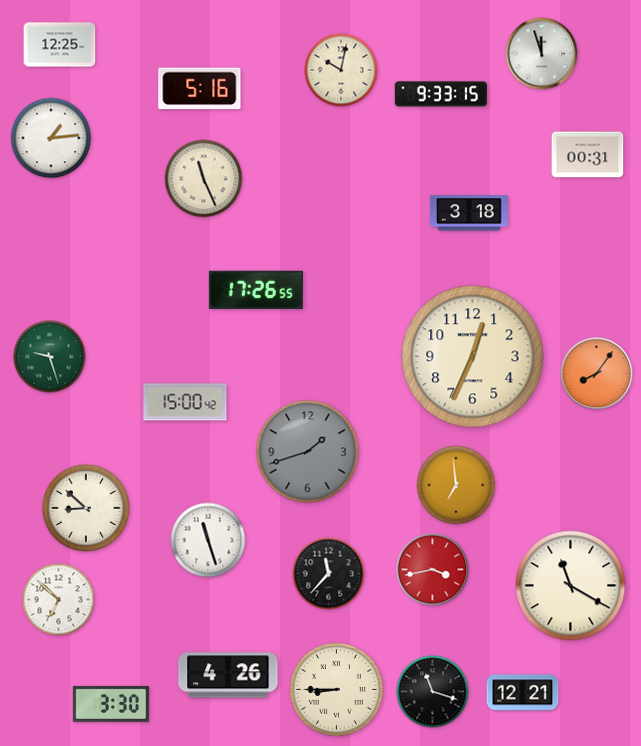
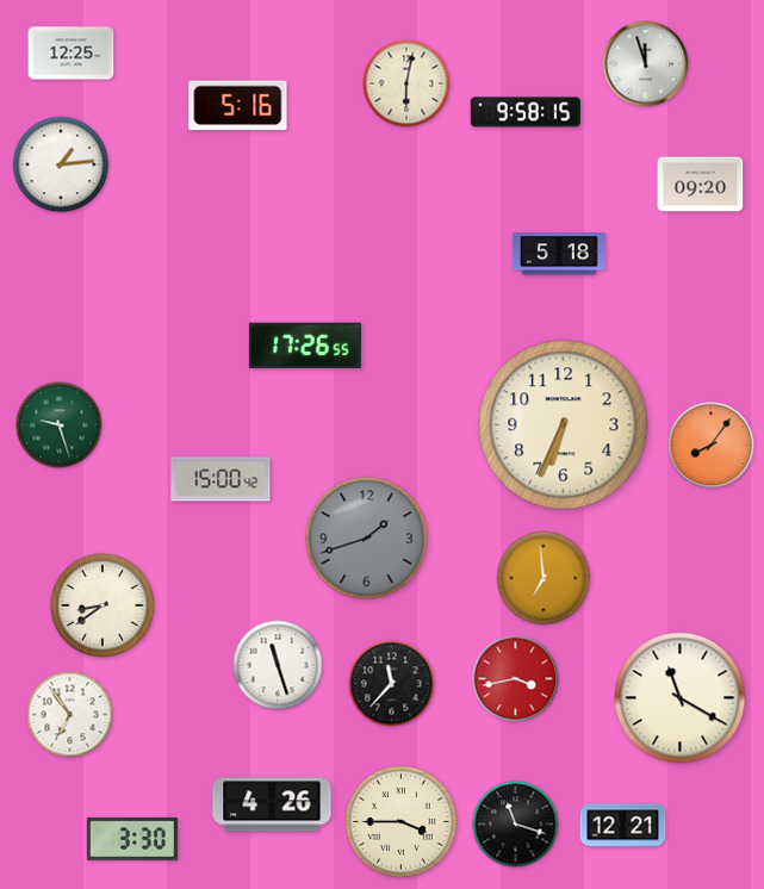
clock at (341, 70): 10:02 -> 6:02
clock at (440, 94): 9:33 -> 9:58
clock at (588, 155): 00:31 -> 09:20
clock at (204, 179): 11:26 -> none
clock at (469, 213): 3:18 -> 5:18
clock at (473, 357): 12:34 -> 6:34
clock at (86, 508): 8:52 -> 8:39
clock at (208, 540) position: (208, 540) -> (278, 665)
clock at (59, 600): 6:52 -> 6:54
clock at (336, 689): 8:45 -> 3:45
